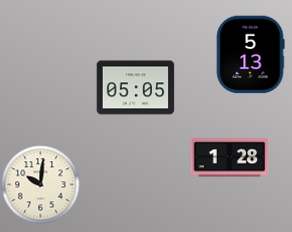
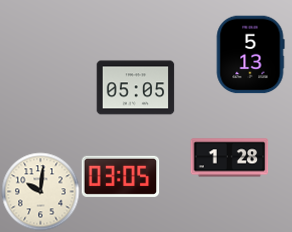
clock at (120, 176): none -> 03:05
clock at (40, 184) position: (40, 184) -> (40, 191)
